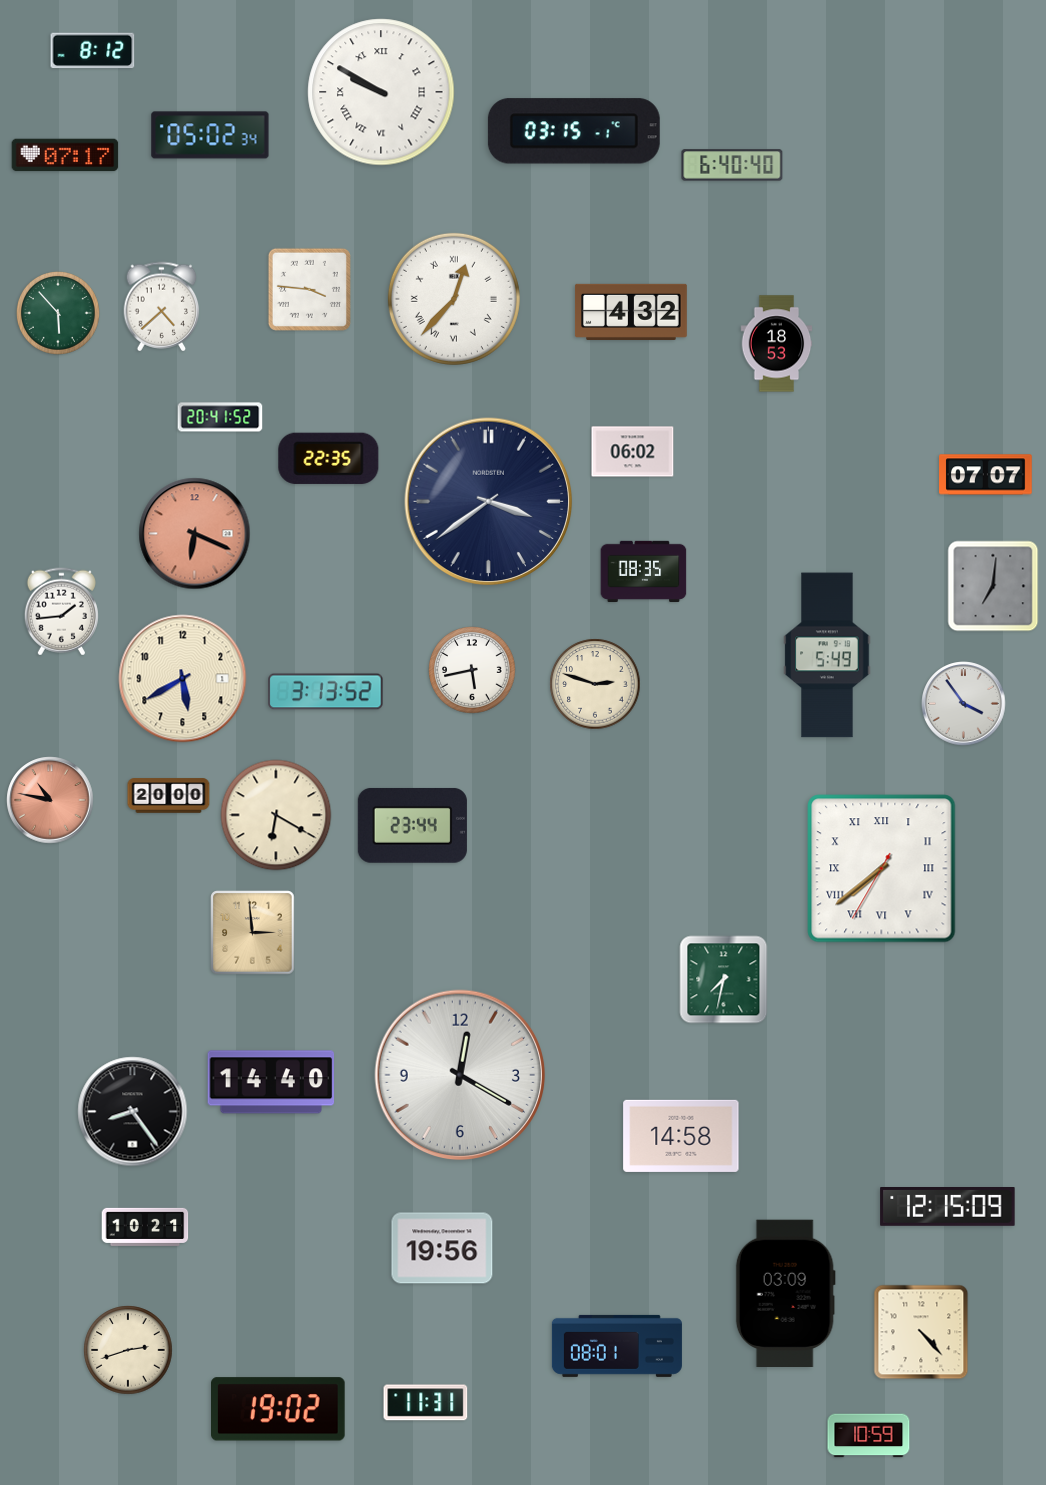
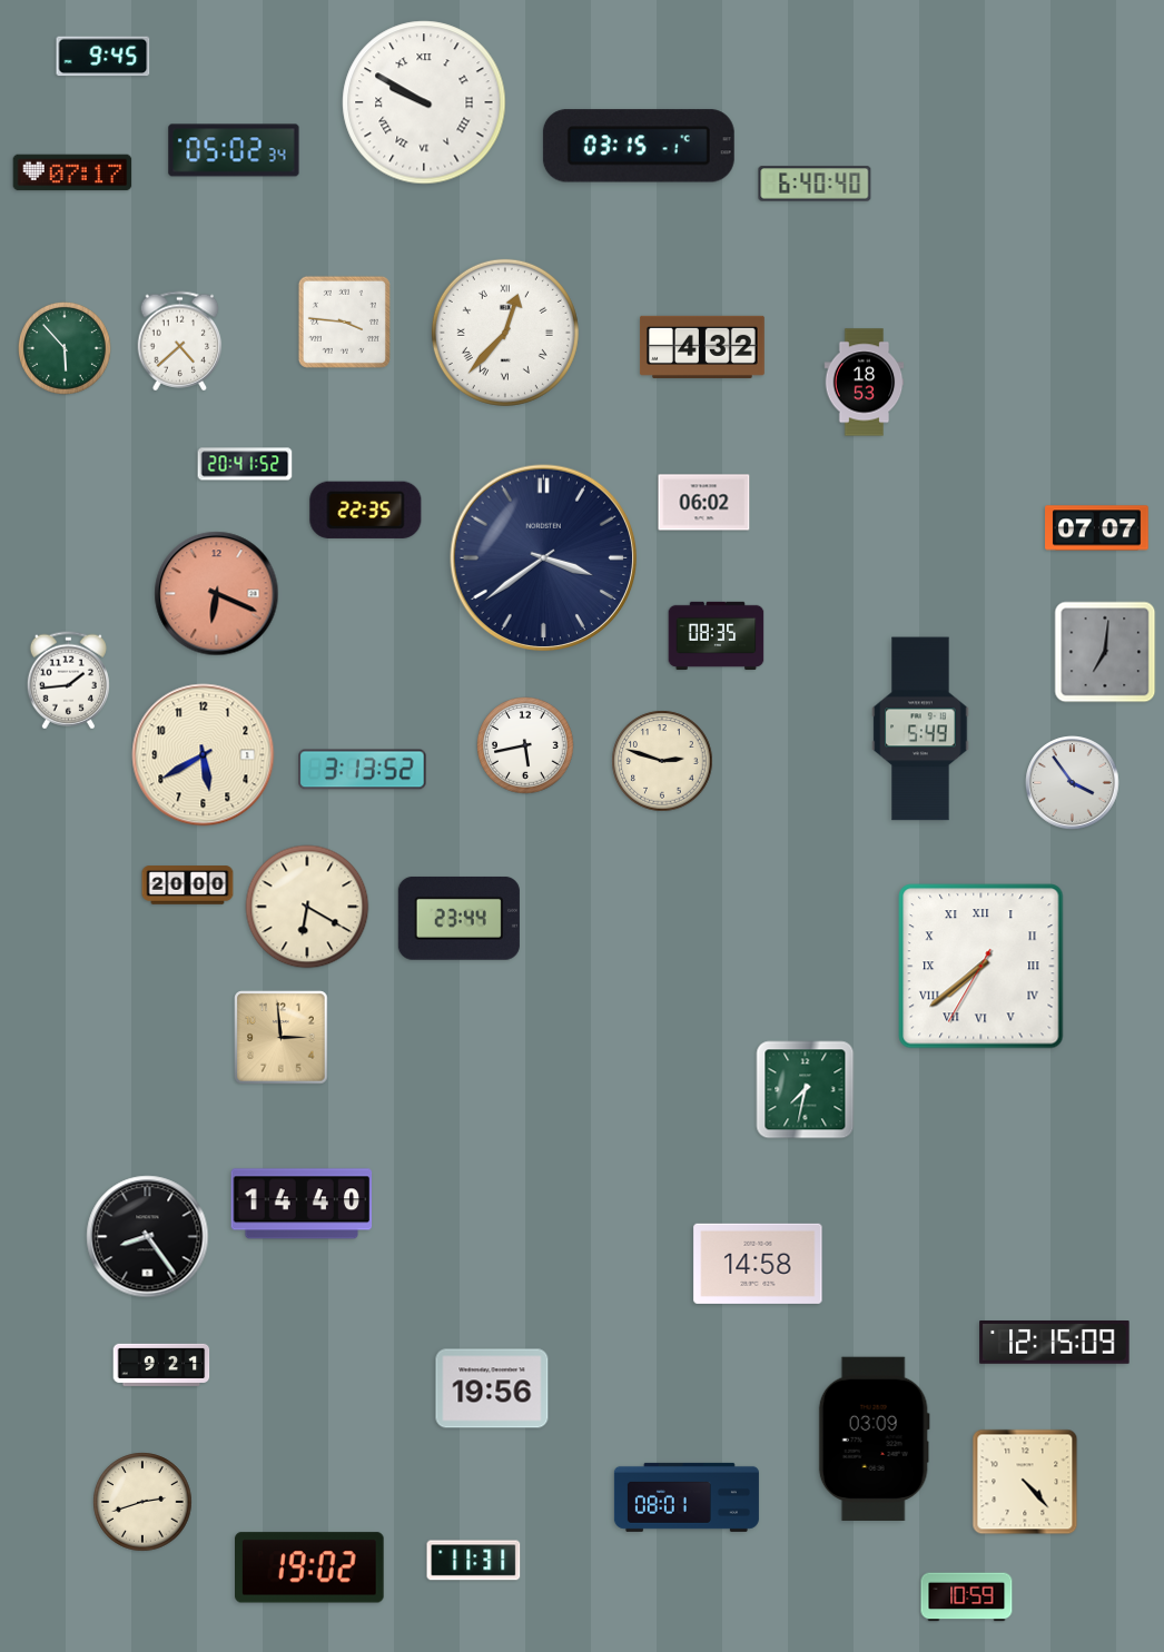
clock at (93, 51): 8:12 -> 9:45
clock at (50, 800): 10:47 -> none
clock at (460, 1075): 12:20 -> none
clock at (145, 1227): 10:21 -> 9:21
